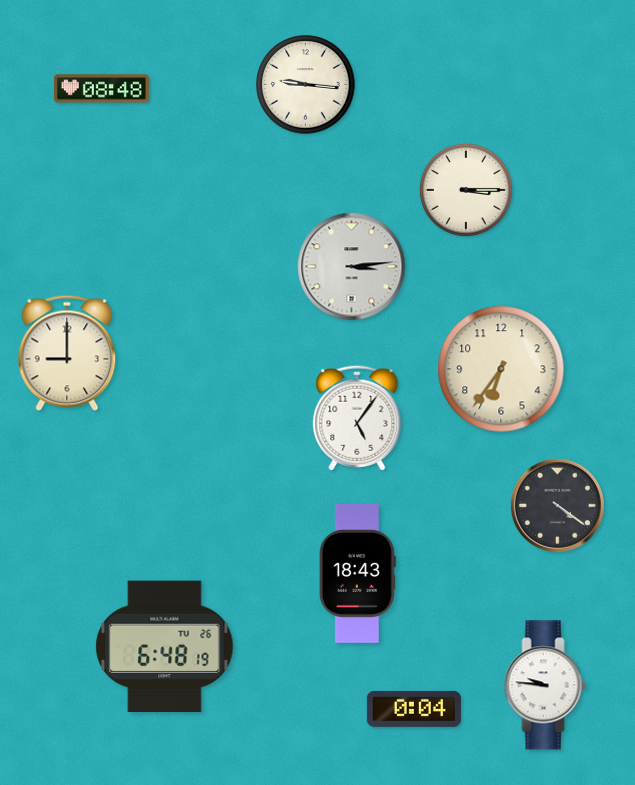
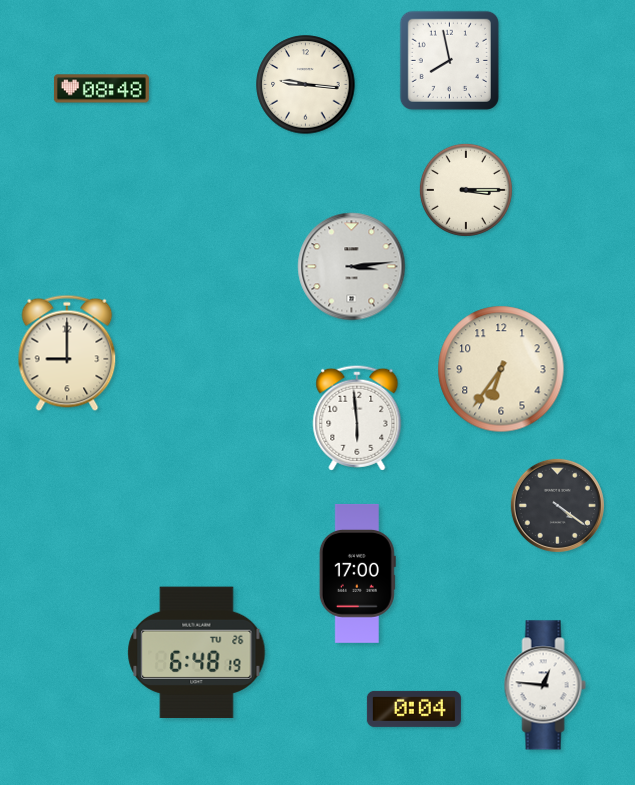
clock at (449, 60): none -> 7:58
clock at (357, 418): 5:06 -> 5:59
clock at (357, 573): 18:43 -> 17:00
clock at (165, 647) position: (165, 647) -> (197, 653)
clock at (545, 685): 9:46 -> 12:46
